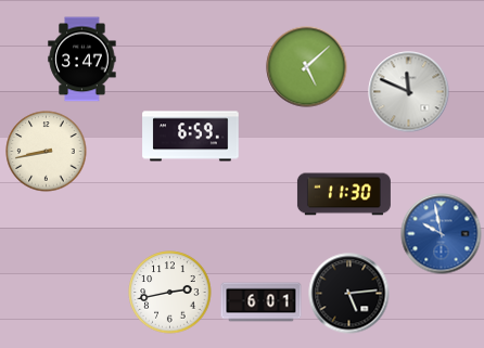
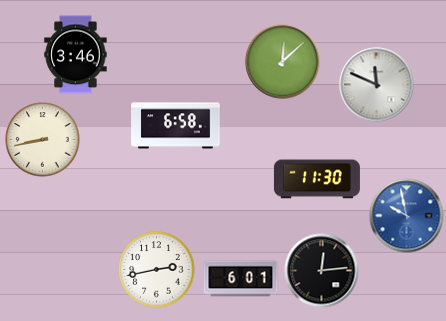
clock at (82, 60): 3:47 -> 3:46
clock at (307, 67): 5:08 -> 12:08
clock at (191, 137): 6:59 -> 6:58
clock at (349, 294): 5:14 -> 12:14
